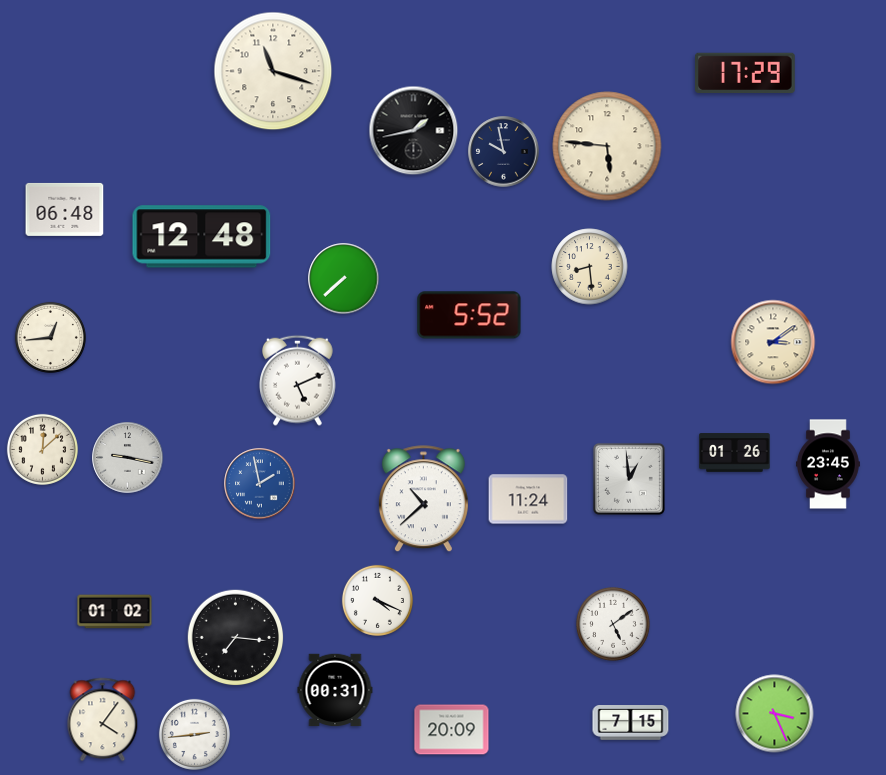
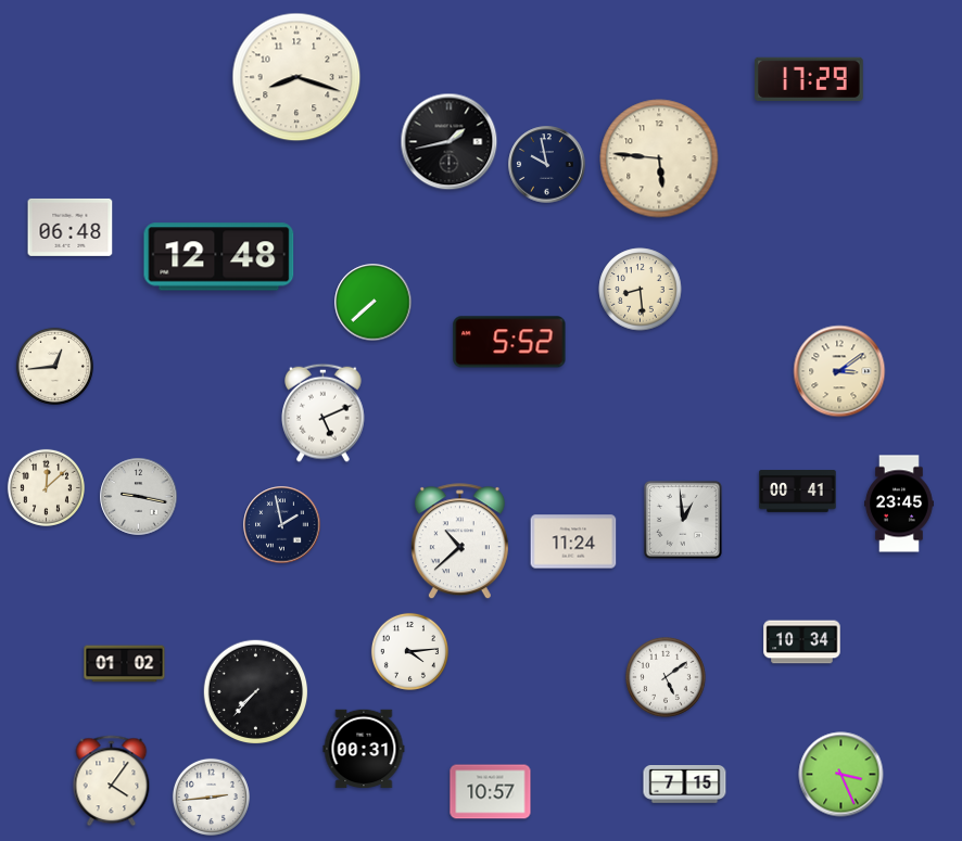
clock at (273, 71): 11:18 -> 8:18
clock at (735, 453): 01:26 -> 00:41
clock at (260, 484) dial: blue -> navy
clock at (802, 642): none -> 10:34
clock at (377, 600): 4:19 -> 4:14
clock at (236, 638): 7:16 -> 7:37
clock at (452, 730): 20:09 -> 10:57
